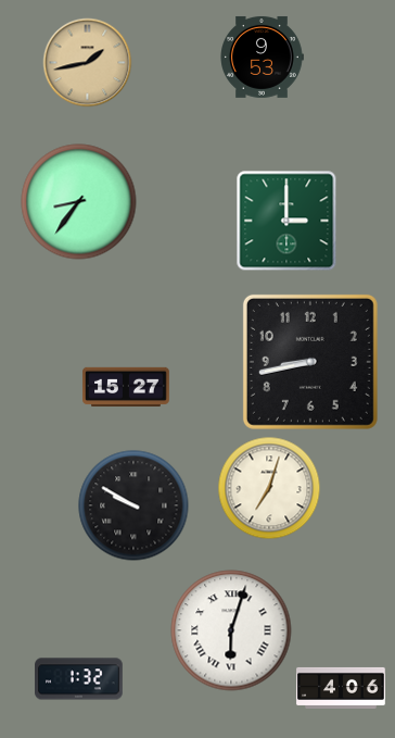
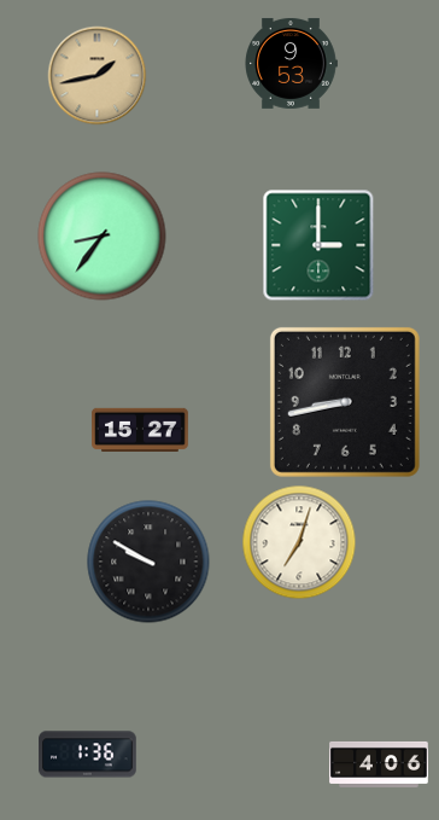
clock at (87, 62) position: (87, 62) -> (96, 75)
clock at (79, 202) position: (79, 202) -> (103, 237)
clock at (231, 630): 6:03 -> none
clock at (79, 679): 1:32 -> 1:36
